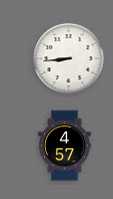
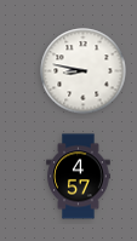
clock at (69, 59): 8:44 -> 8:47
